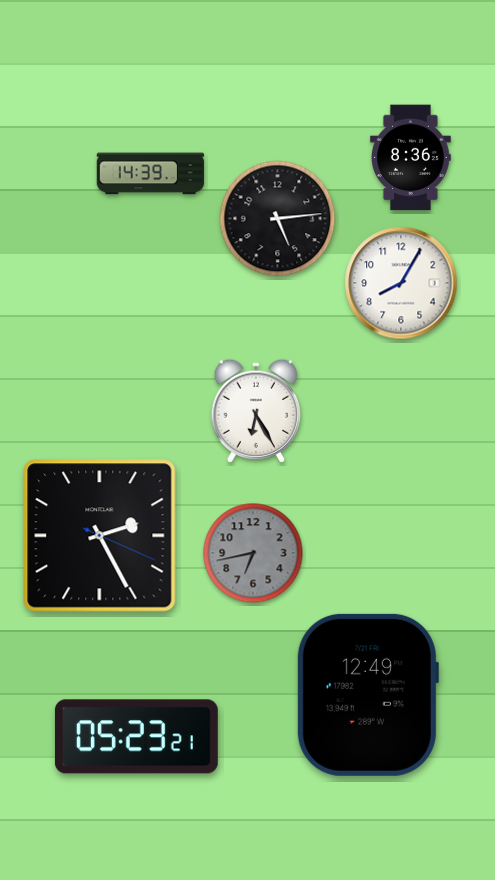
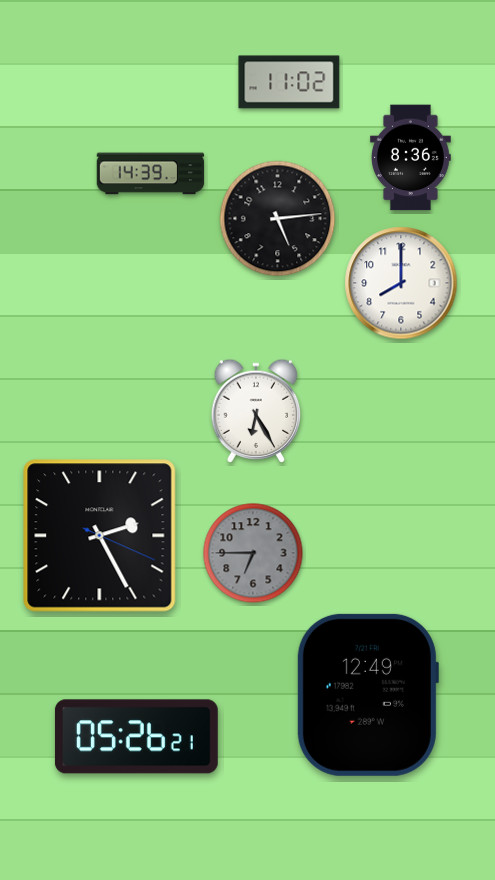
clock at (289, 82): none -> 11:02
clock at (401, 283): 8:05 -> 8:00
clock at (253, 553): 6:43 -> 6:45
clock at (136, 737): 05:23 -> 05:26
